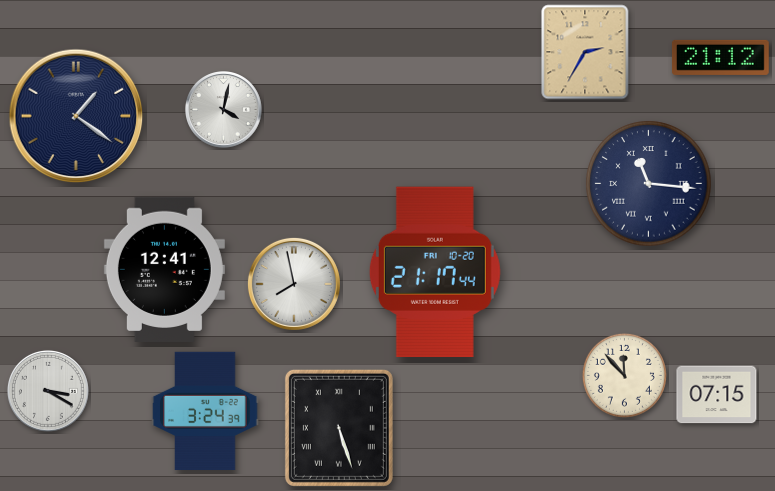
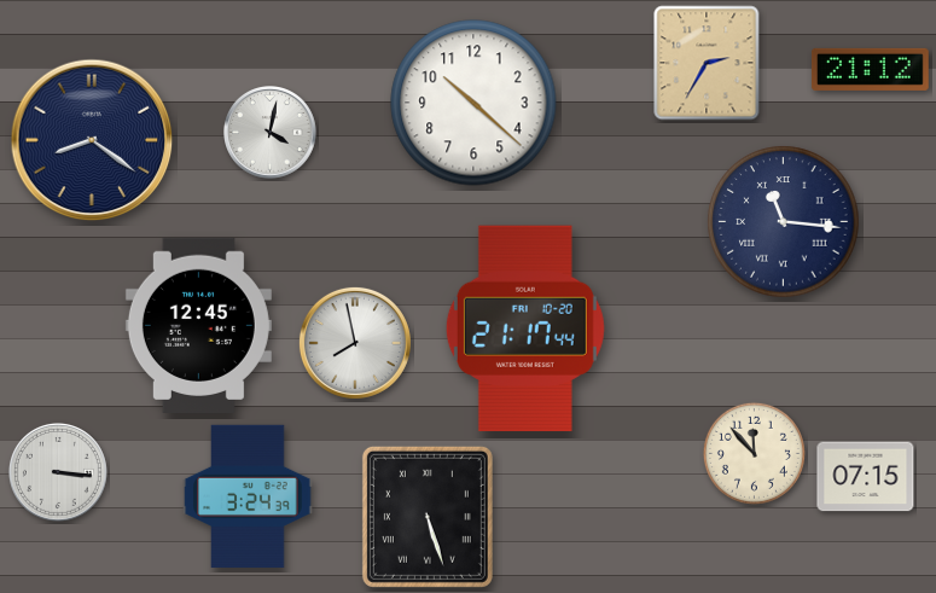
clock at (473, 103): none -> 10:22
clock at (76, 116): 1:21 -> 8:21
clock at (164, 269): 12:41 -> 12:45
clock at (48, 391): 3:20 -> 3:16
clock at (339, 428) position: (339, 428) -> (428, 517)
